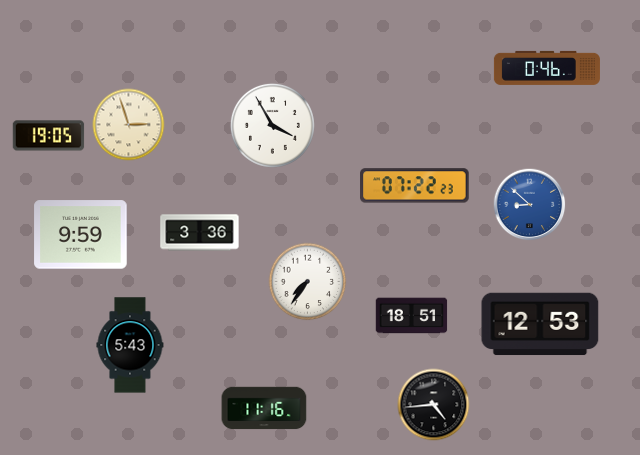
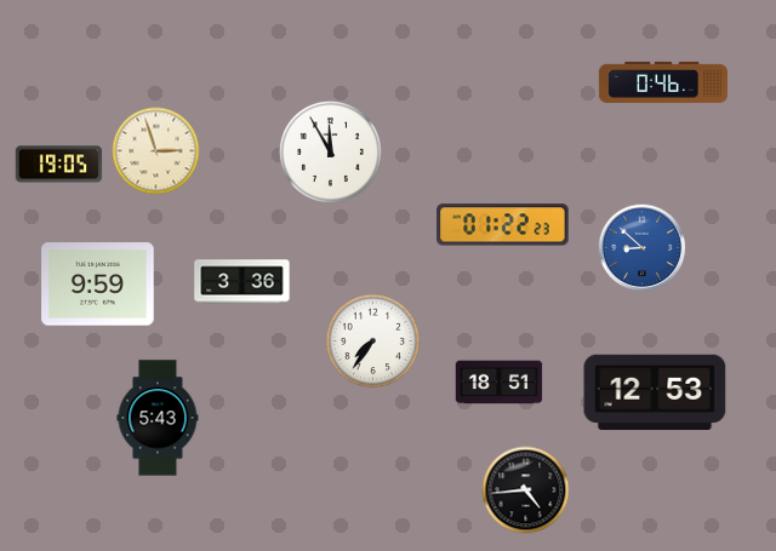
clock at (272, 125): 3:55 -> 11:55
clock at (415, 186): 07:22 -> 01:22
clock at (264, 408): 11:16 -> none
